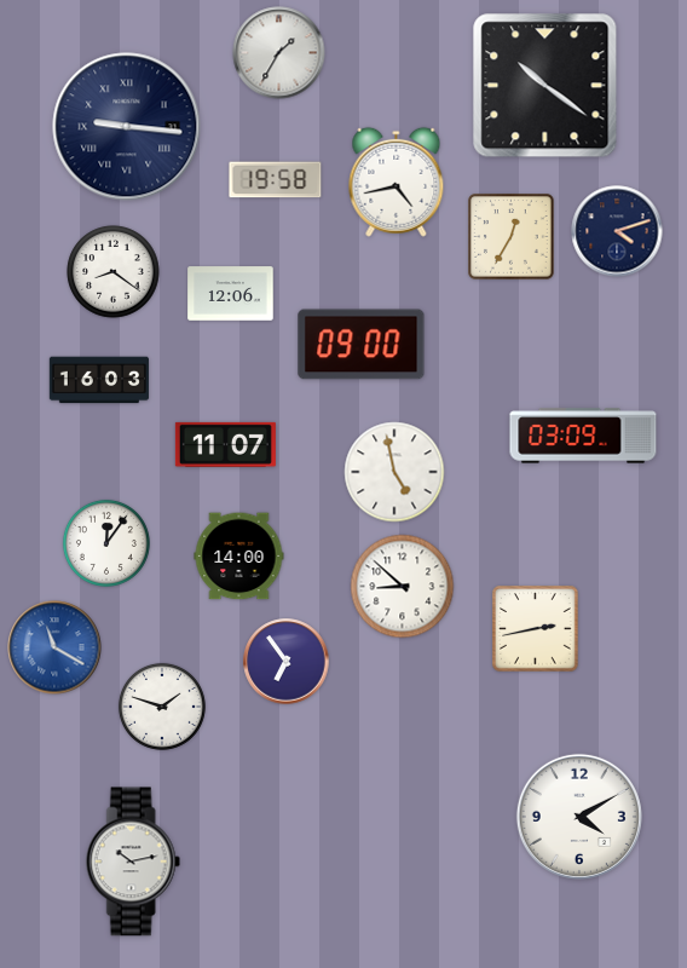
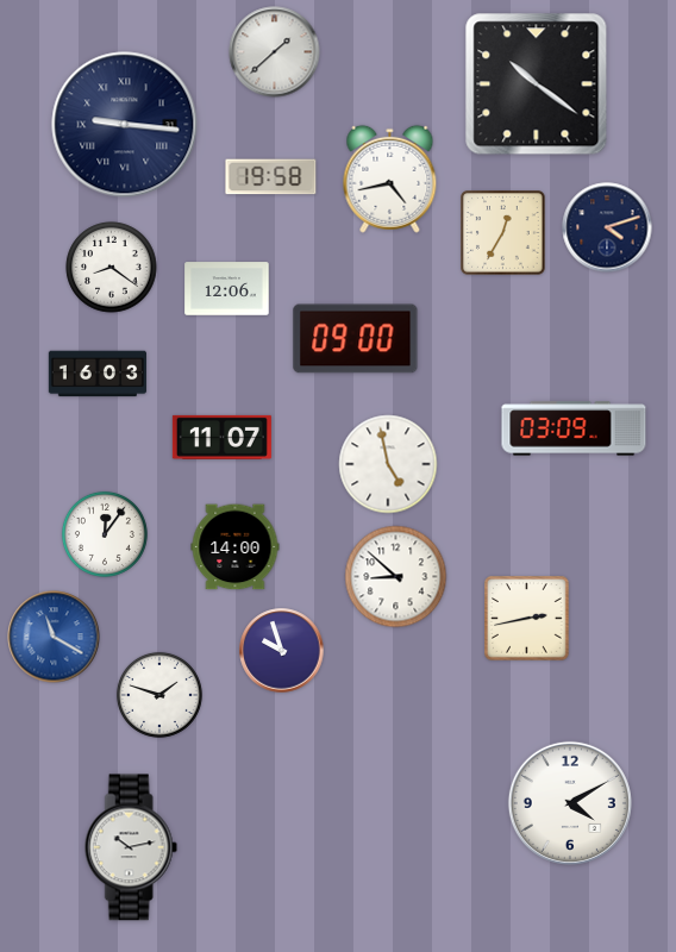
clock at (279, 53): 1:35 -> 1:38
clock at (287, 662): 6:54 -> 9:57
